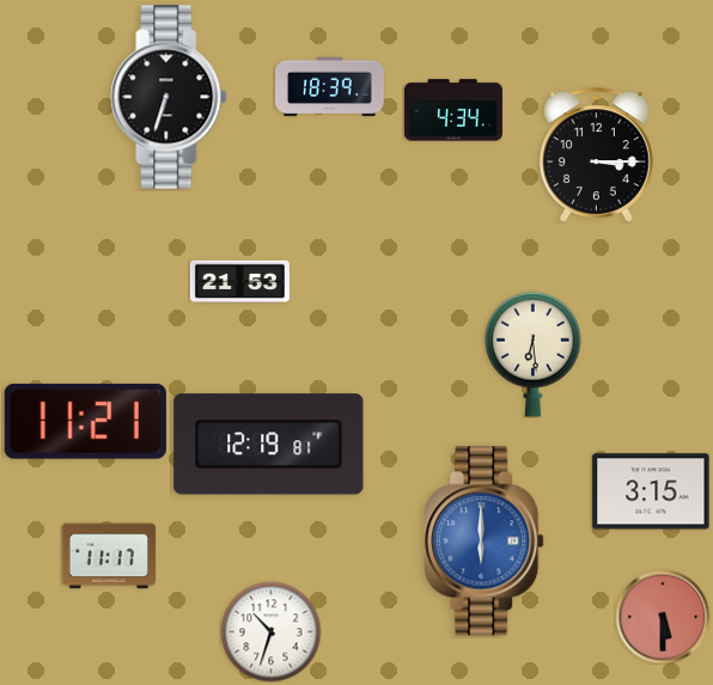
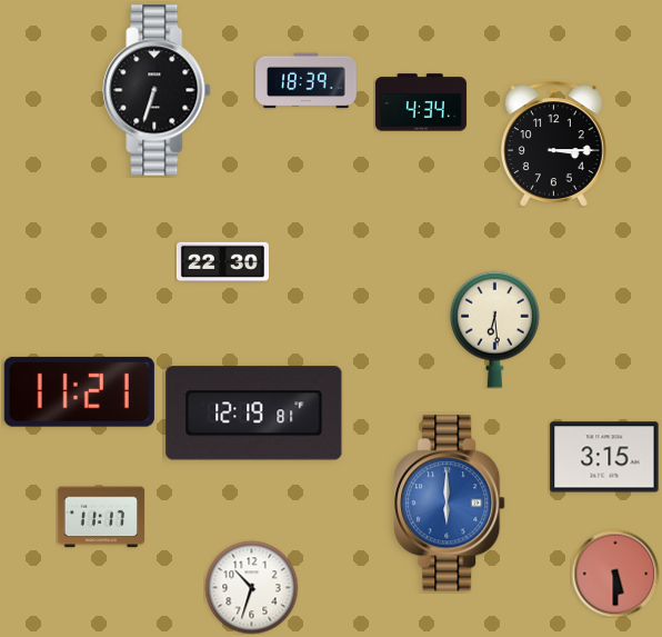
clock at (239, 282): 21:53 -> 22:30
clock at (269, 445) position: (269, 445) -> (254, 414)
